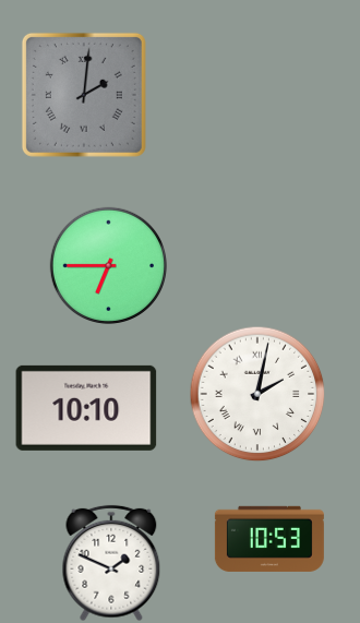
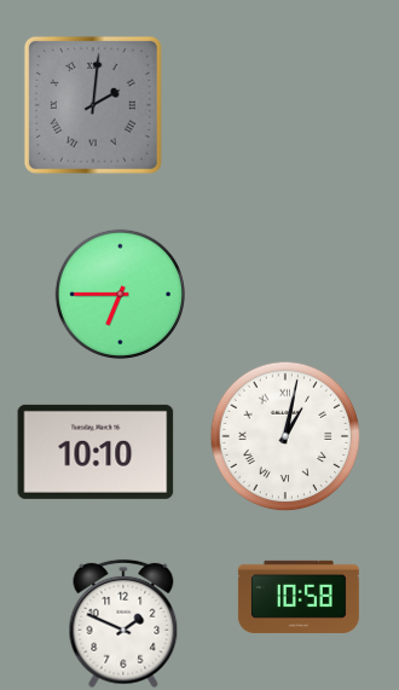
clock at (257, 394): 2:02 -> 1:02
clock at (269, 539): 10:53 -> 10:58
